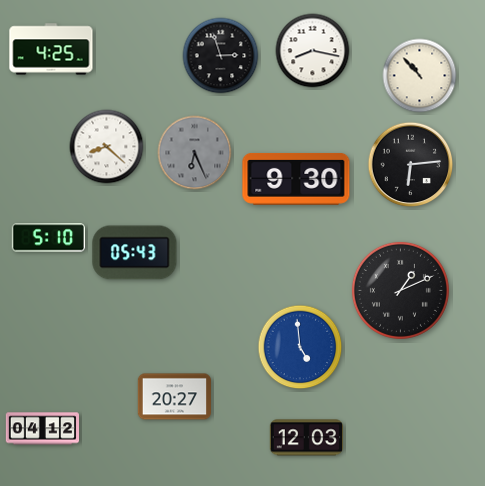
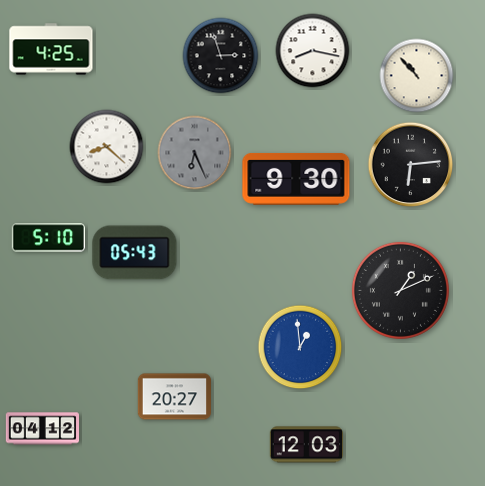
clock at (420, 76) position: (420, 76) -> (417, 76)
clock at (300, 347): 4:59 -> 12:59
clock at (306, 438) position: (306, 438) -> (306, 445)
